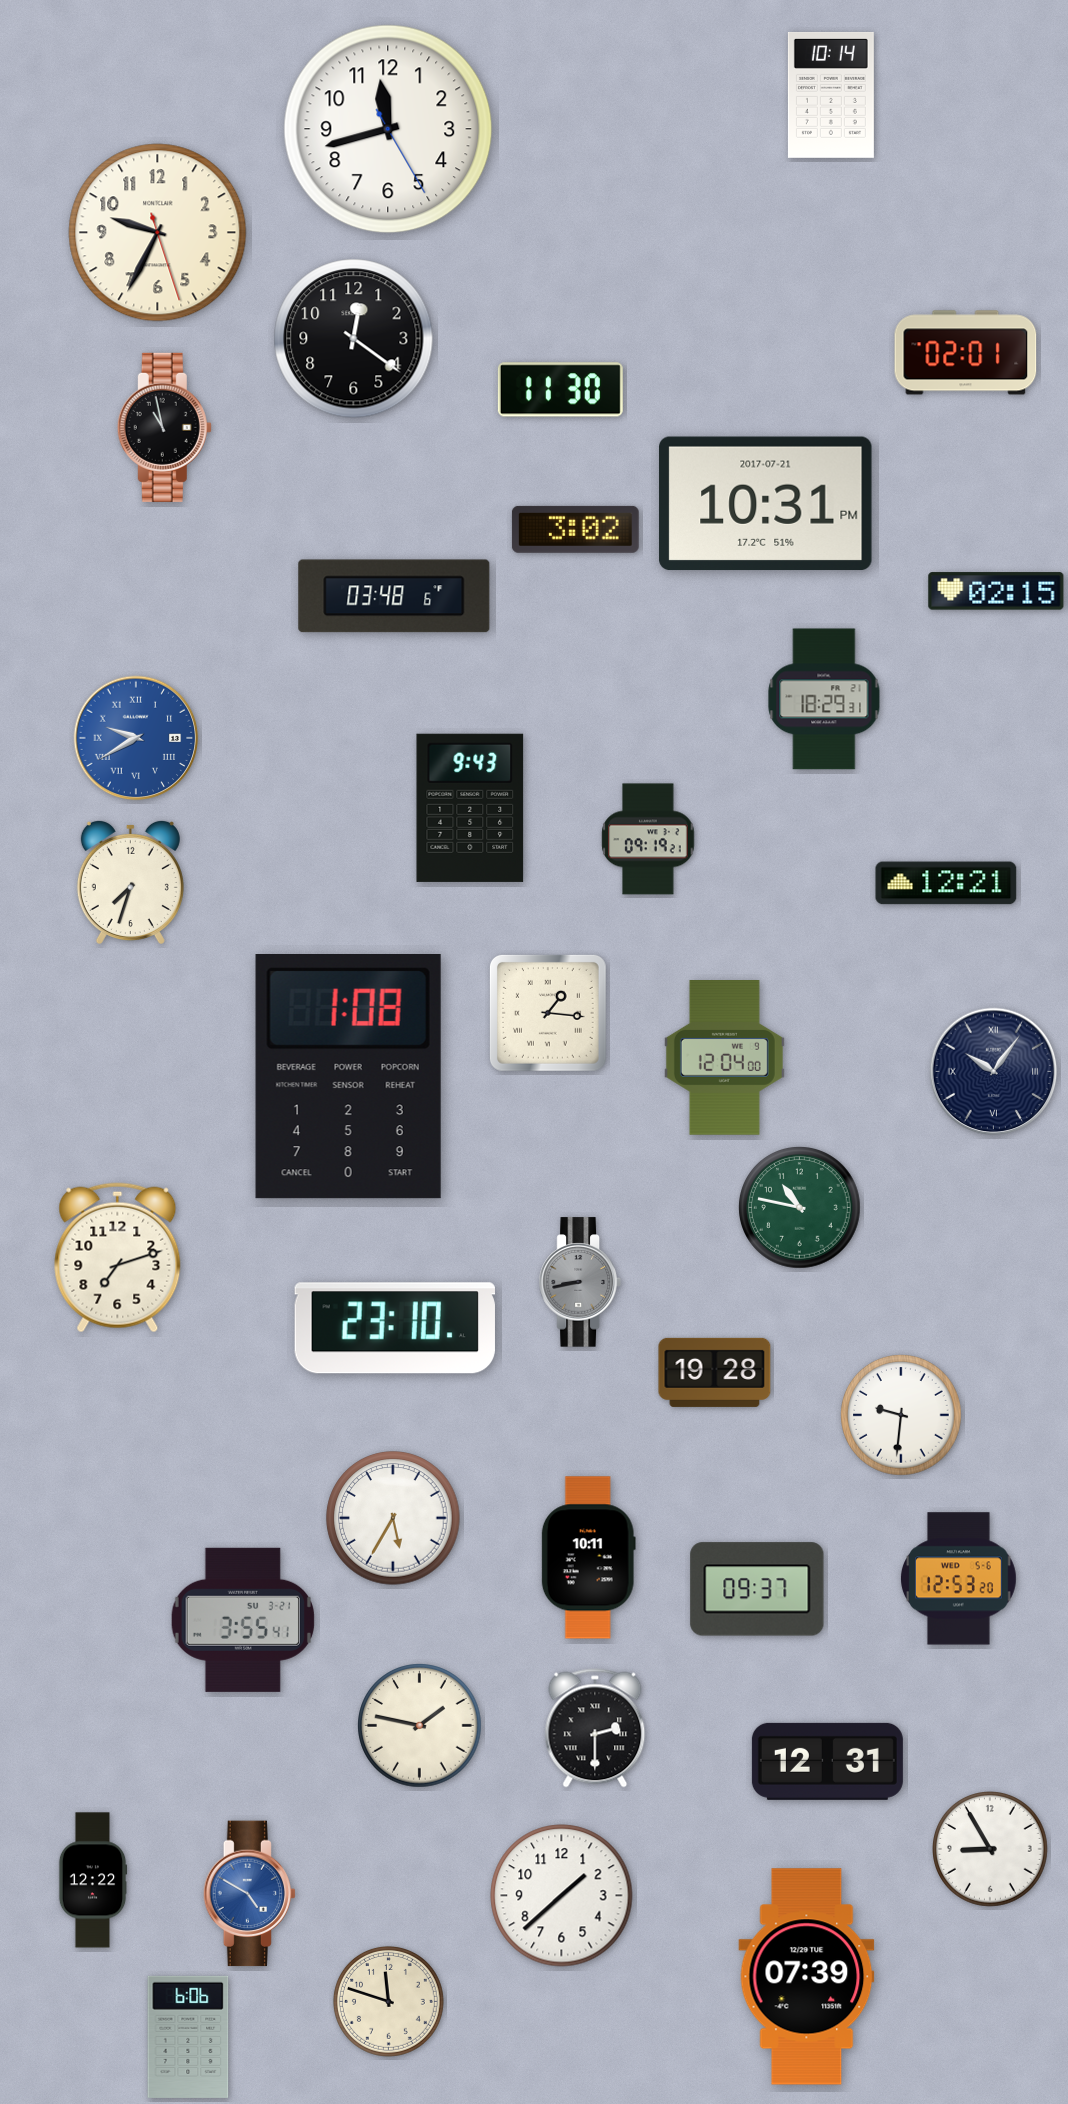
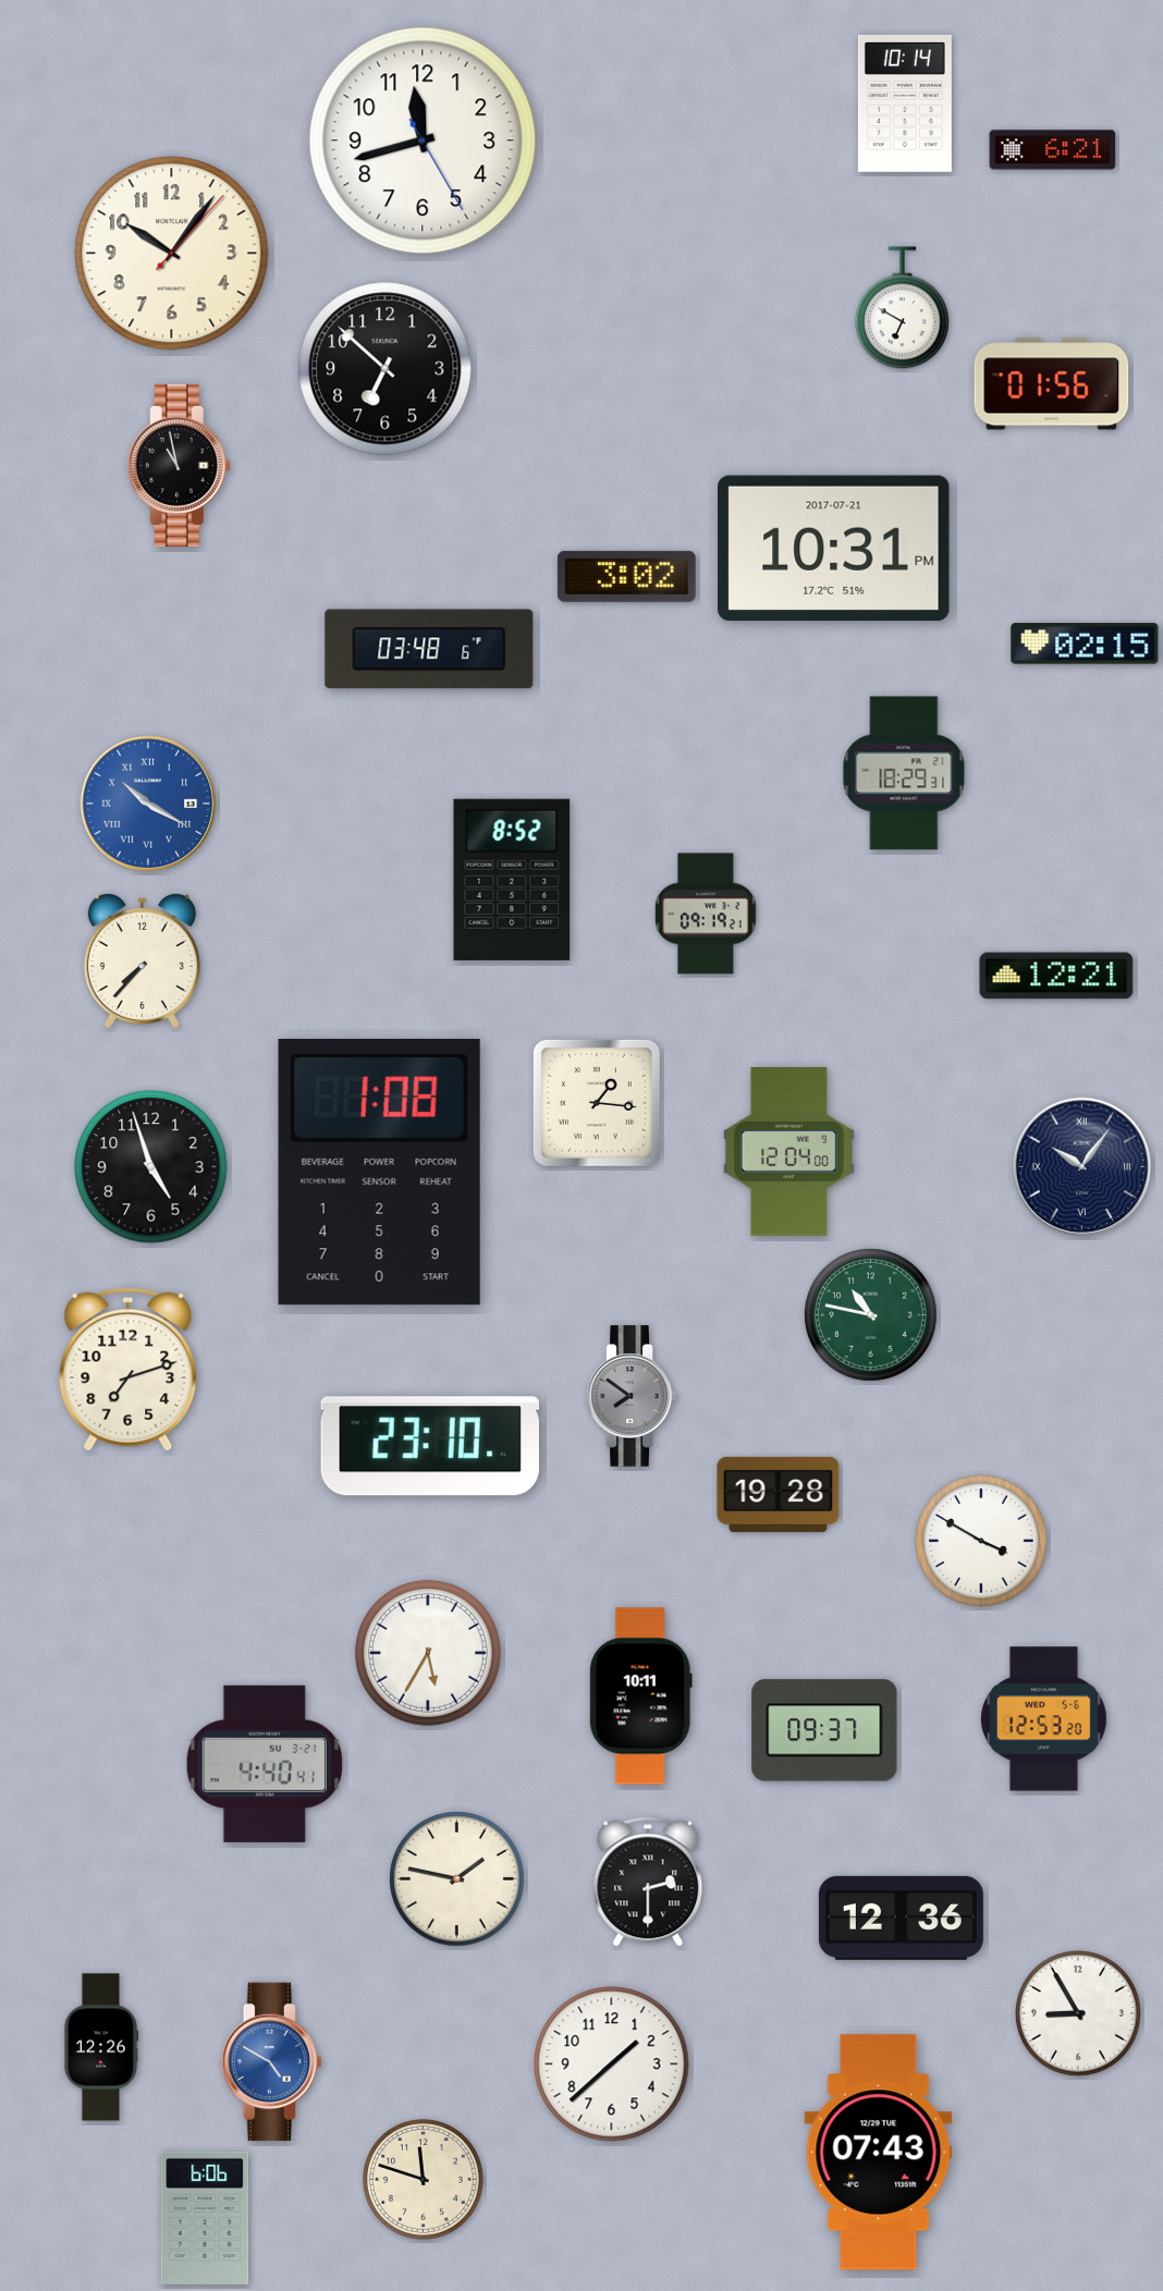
clock at (1053, 150): none -> 6:21
clock at (158, 233): 9:34 -> 10:06
clock at (902, 308): none -> 6:50
clock at (354, 339): 12:21 -> 6:52
clock at (966, 353): 02:01 -> 01:56
clock at (560, 390): 11:30 -> none
clock at (824, 699) position: (824, 699) -> (904, 773)
clock at (136, 738): 9:40 -> 10:20
clock at (470, 808): 9:43 -> 8:52
clock at (130, 881): 7:33 -> 7:37
clock at (946, 883) position: (946, 883) -> (1056, 976)
clock at (151, 1167): none -> 4:57
clock at (580, 1282): 8:43 -> 7:51
clock at (901, 1415): 9:31 -> 3:50
clock at (243, 1620): 3:55 -> 4:40
clock at (827, 1761): 12:31 -> 12:36
clock at (93, 1880): 12:22 -> 12:26
clock at (807, 1977): 07:39 -> 07:43
